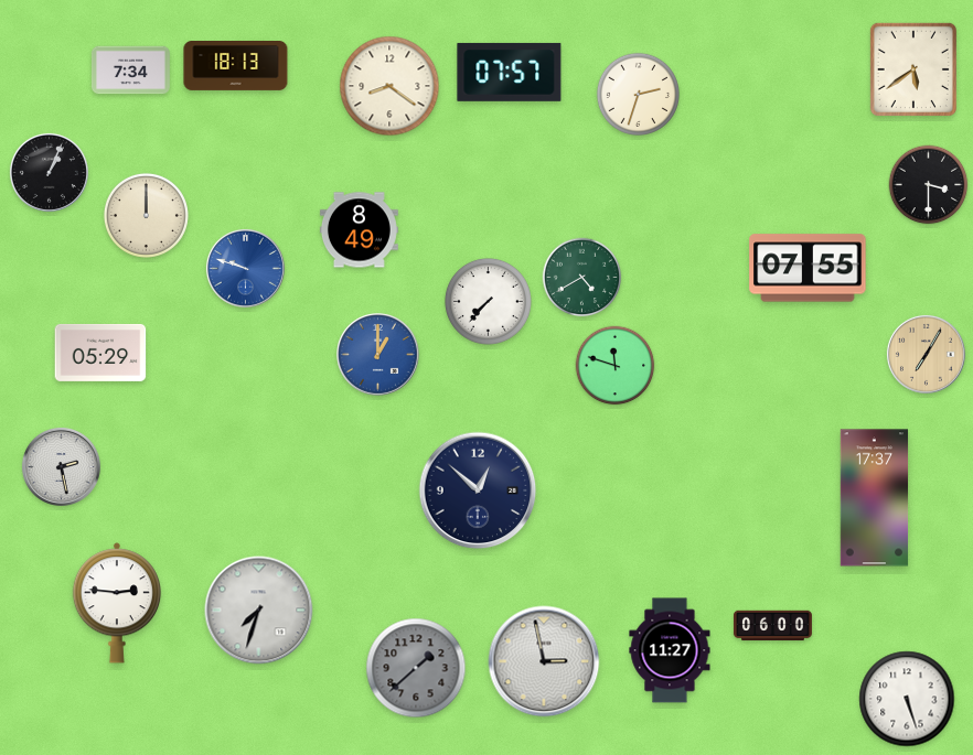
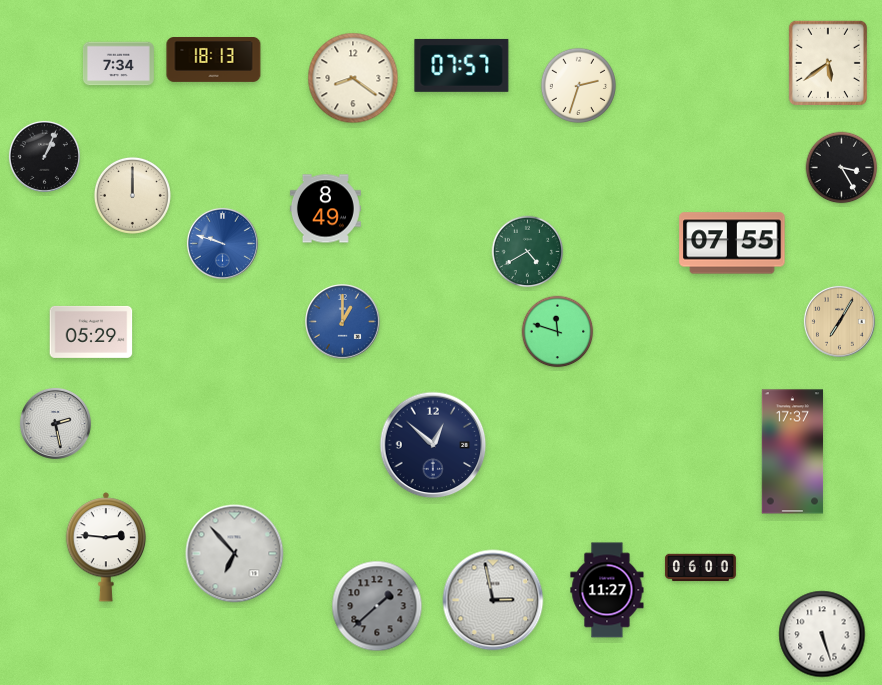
clock at (929, 185): 3:30 -> 3:25
clock at (488, 301): 7:37 -> none
clock at (100, 353) position: (100, 353) -> (91, 332)
clock at (259, 611): 7:33 -> 6:53
